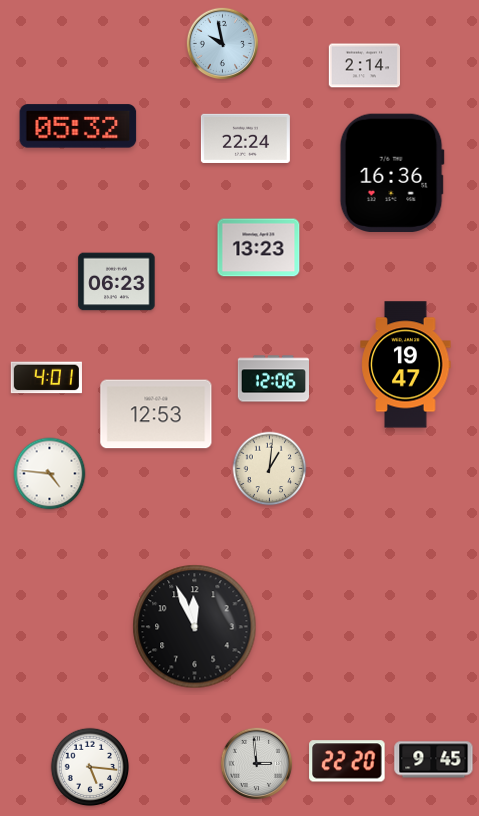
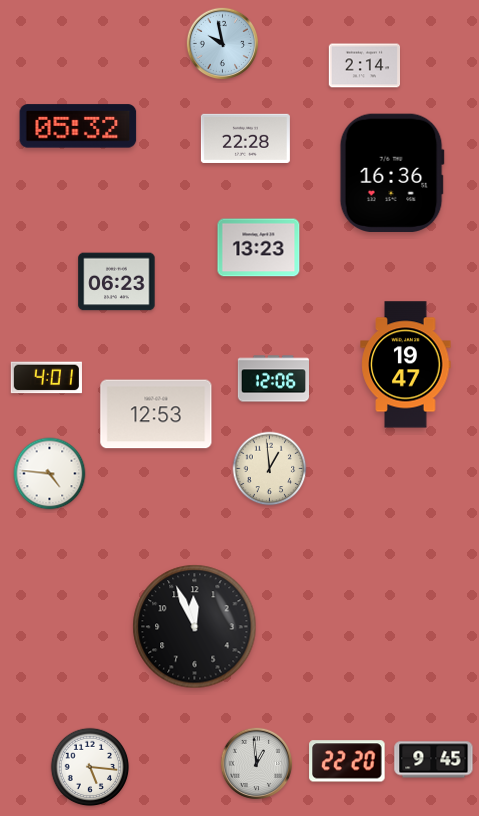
clock at (245, 138): 22:24 -> 22:28
clock at (270, 469): 1:01 -> 12:59
clock at (257, 764): 2:59 -> 12:59
